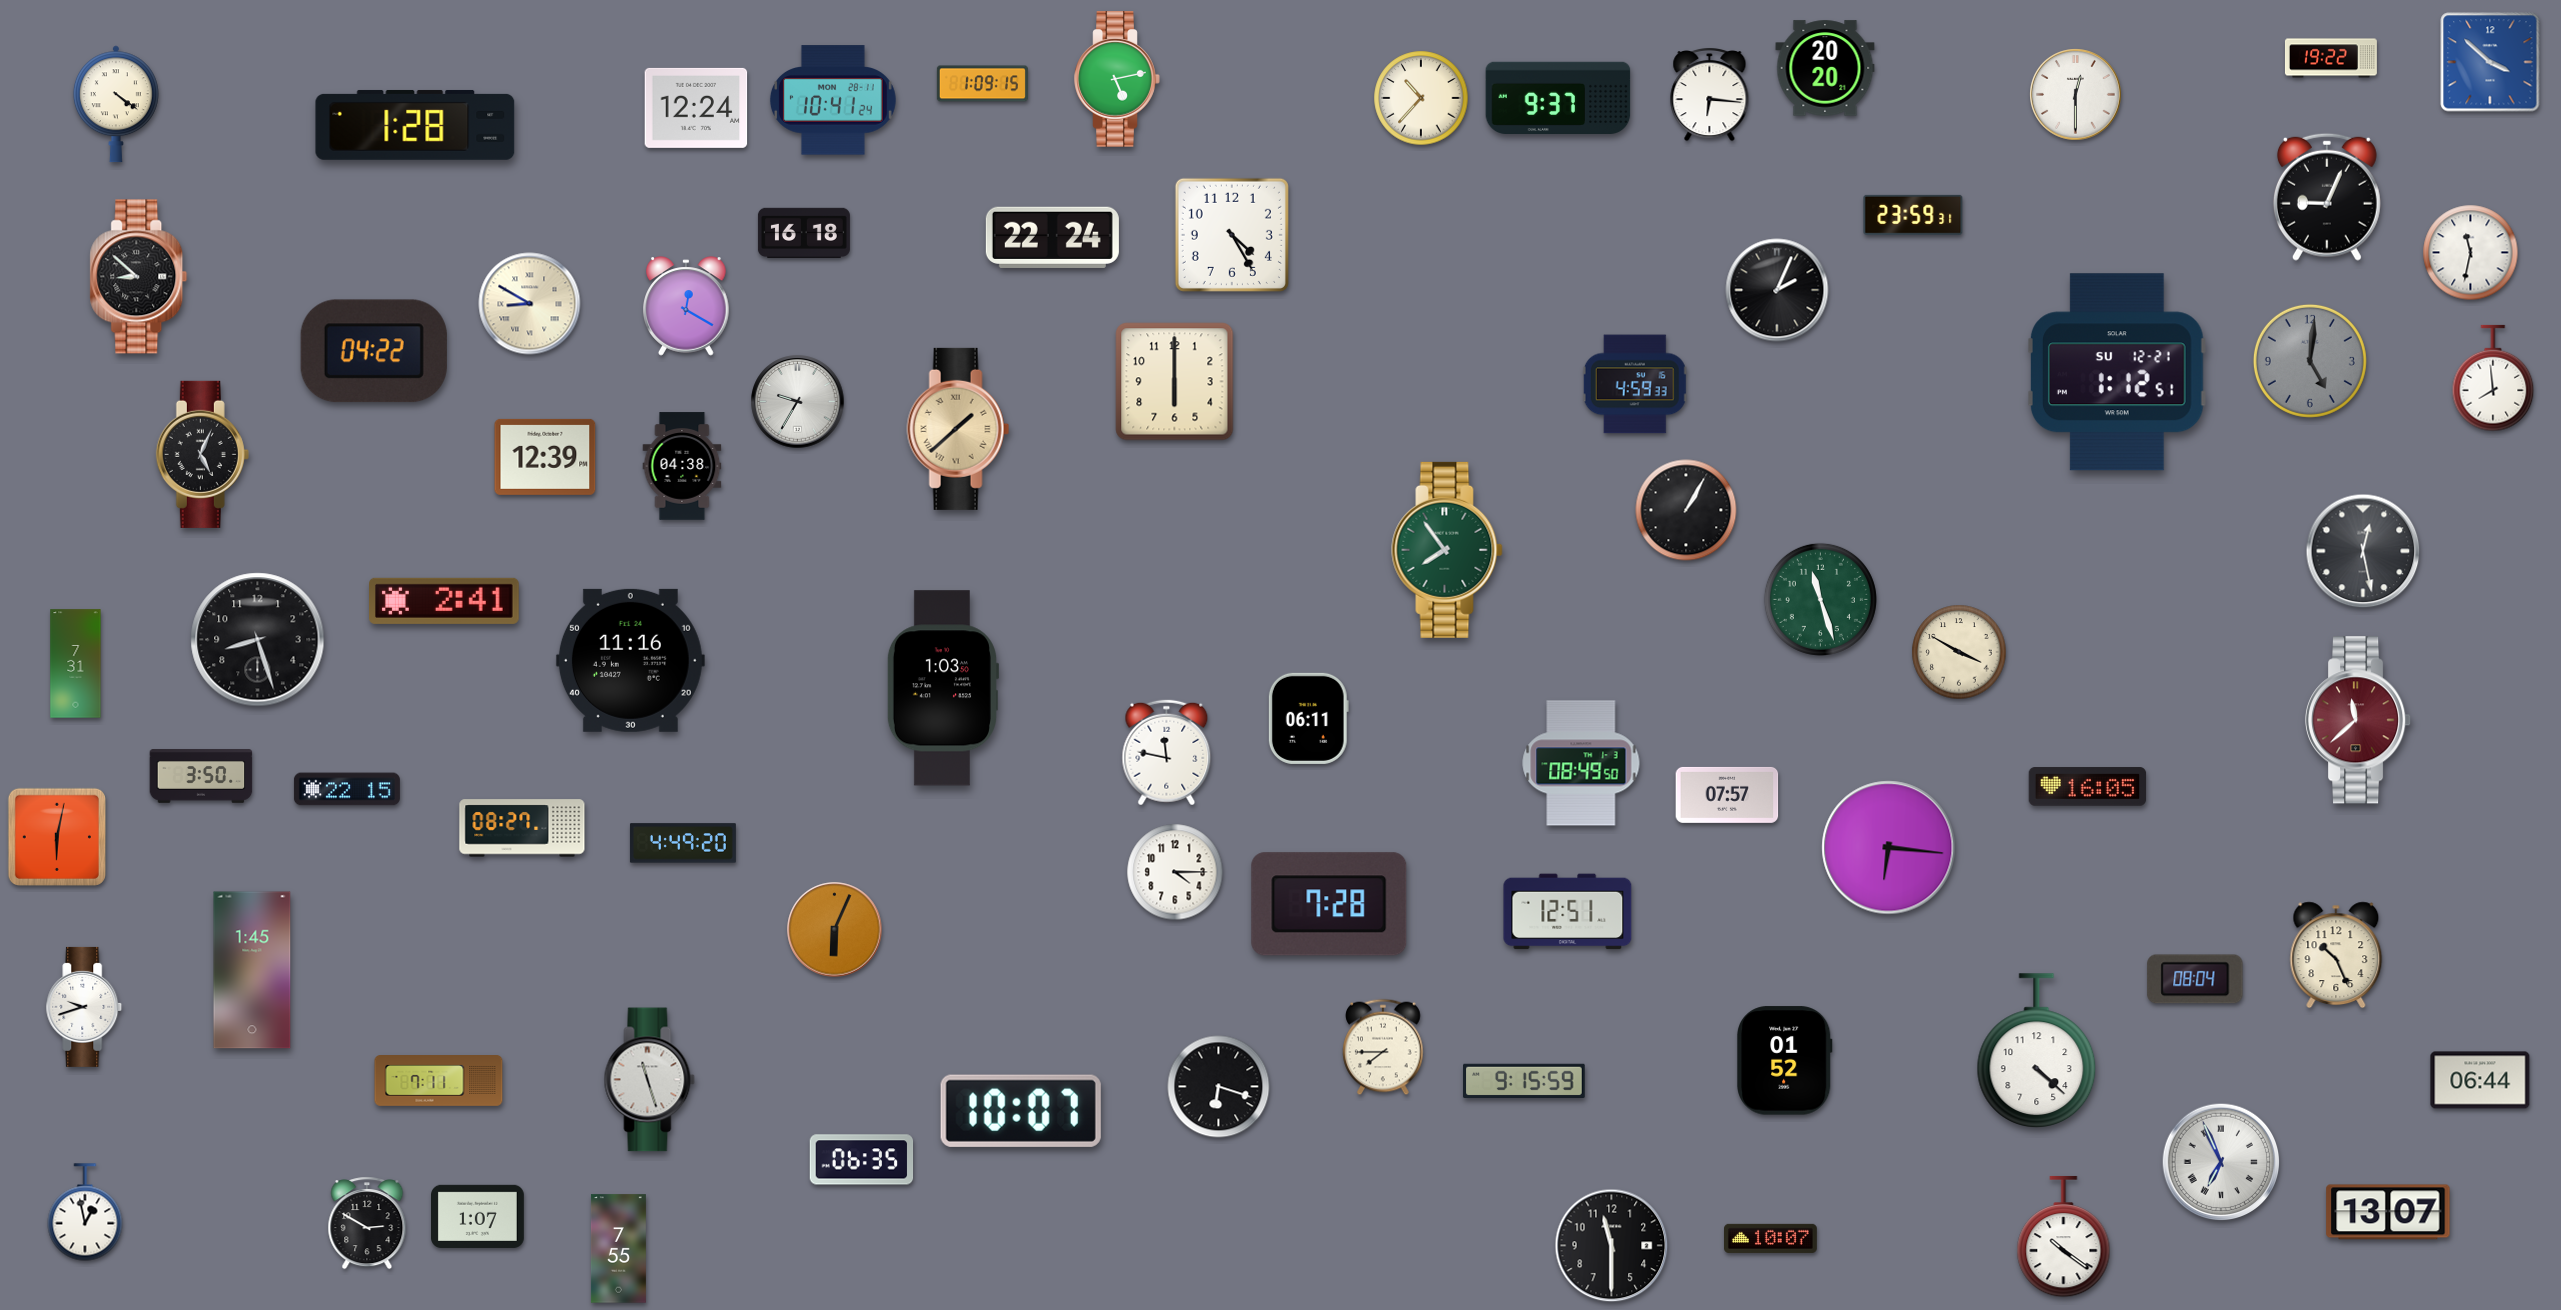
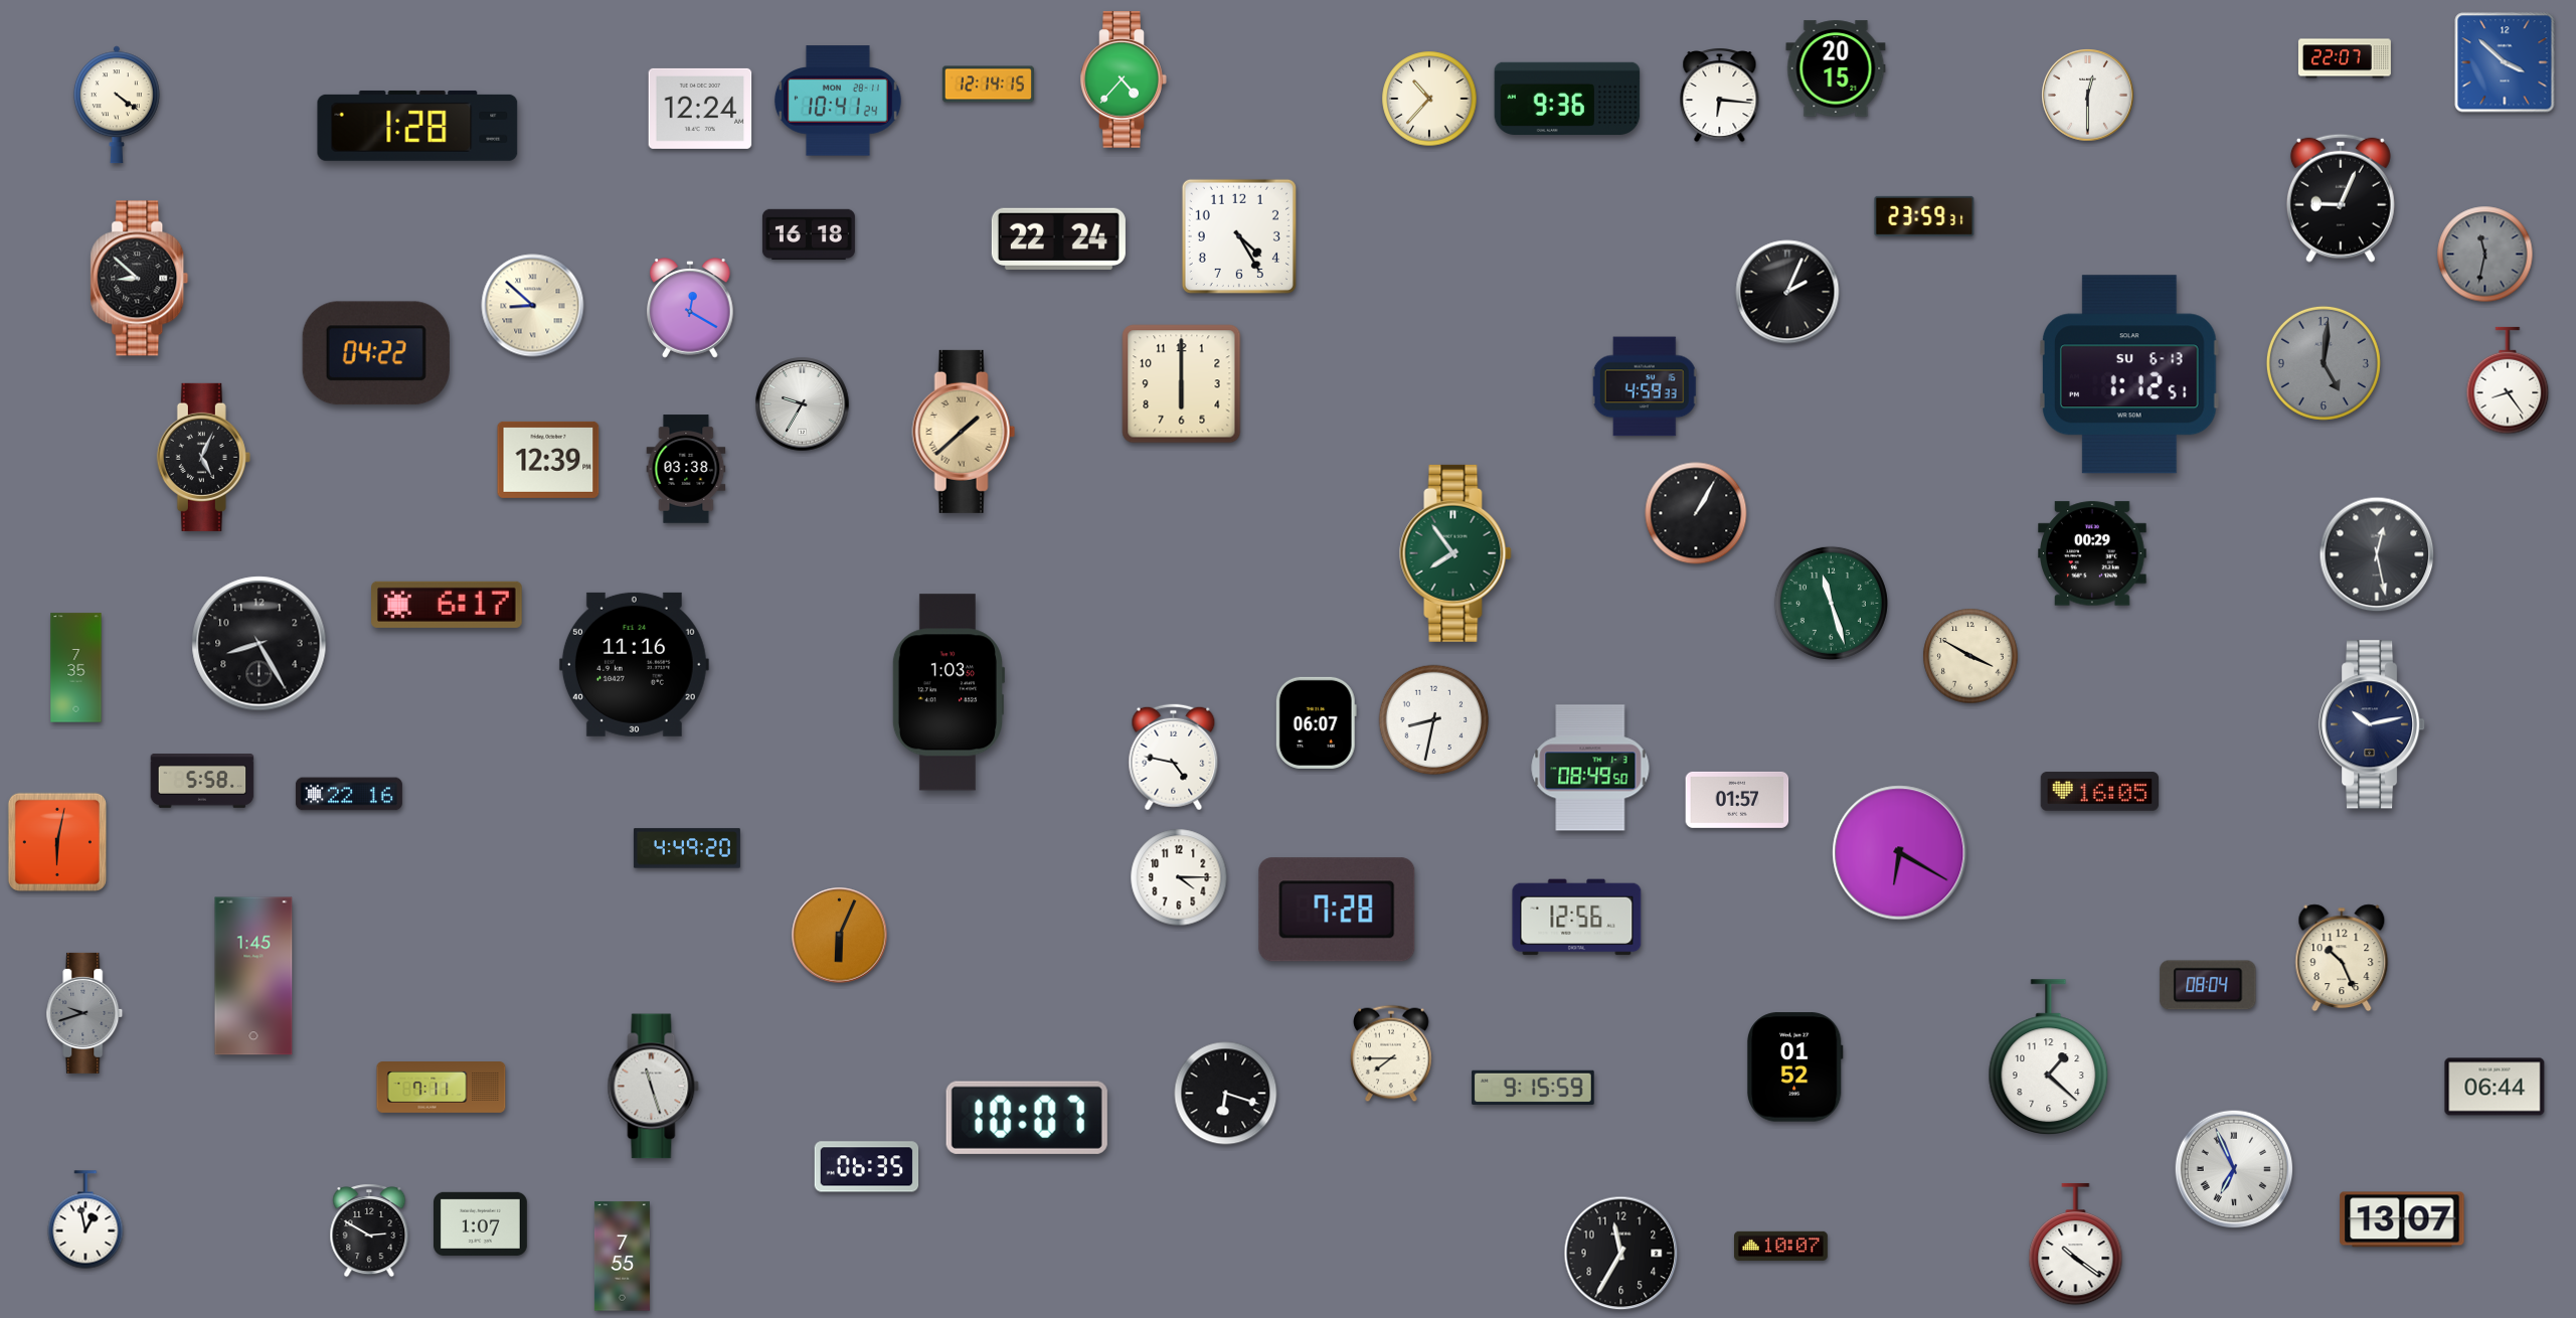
clock at (2331, 58): 19:22 -> 22:07
clock at (1825, 68): 20:20 -> 20:15
clock at (1117, 80): 5:13 -> 4:37
clock at (982, 84): 1:09 -> 12:14
clock at (1558, 97): 9:37 -> 9:36
clock at (2471, 253) dial: white -> grey
clock at (530, 304): 8:50 -> 8:52
clock at (2117, 372) date: SU 12-21 -> SU 6-13
clock at (2493, 378): 7:59 -> 8:24
clock at (682, 466): 04:38 -> 03:38
clock at (2092, 553): none -> 00:29
clock at (445, 601): 2:41 -> 6:17
clock at (258, 640): 8:27 -> 8:25
clock at (76, 664): 7:31 -> 7:35
clock at (1434, 720): none -> 8:32
clock at (1308, 718): 06:11 -> 06:07
clock at (2358, 720): 11:38 -> 10:13
clock at (2358, 720) dial: burgundy -> navy
clock at (1167, 753): 11:47 -> 4:47
clock at (201, 776): 3:50 -> 5:58
clock at (347, 789): 22:15 -> 22:16
clock at (1727, 795): 07:57 -> 01:57
clock at (522, 828): 08:27 -> none
clock at (1889, 848): 6:16 -> 6:20
clock at (1175, 872) position: (1175, 872) -> (1179, 877)
clock at (1568, 912): 12:51 -> 12:56
clock at (2336, 955) position: (2336, 955) -> (2342, 958)
clock at (84, 1007) dial: white -> grey
clock at (2037, 1050): 4:22 -> 1:22
clock at (1612, 1246): 11:30 -> 11:35
